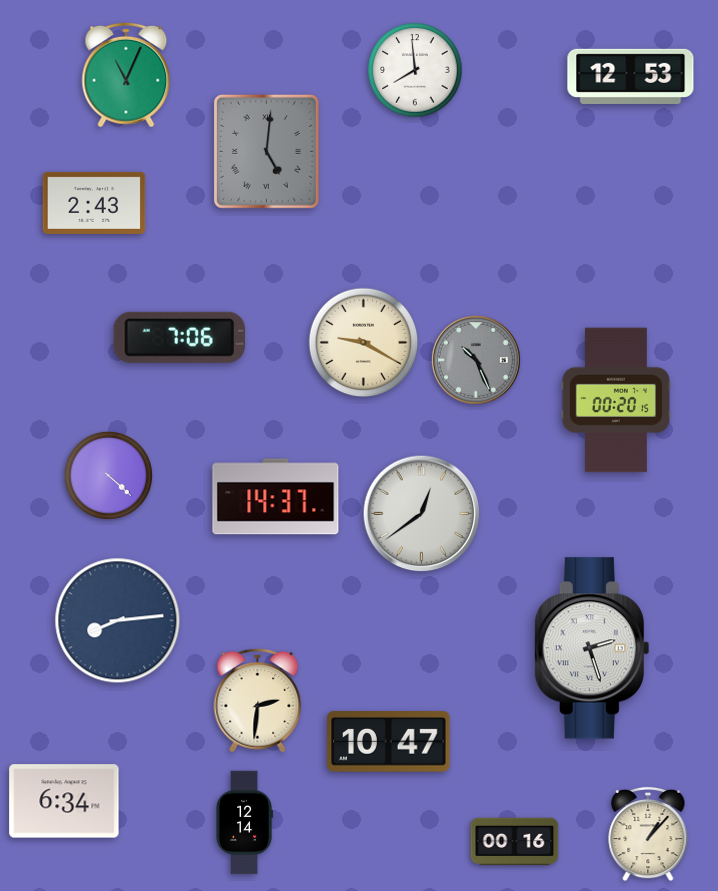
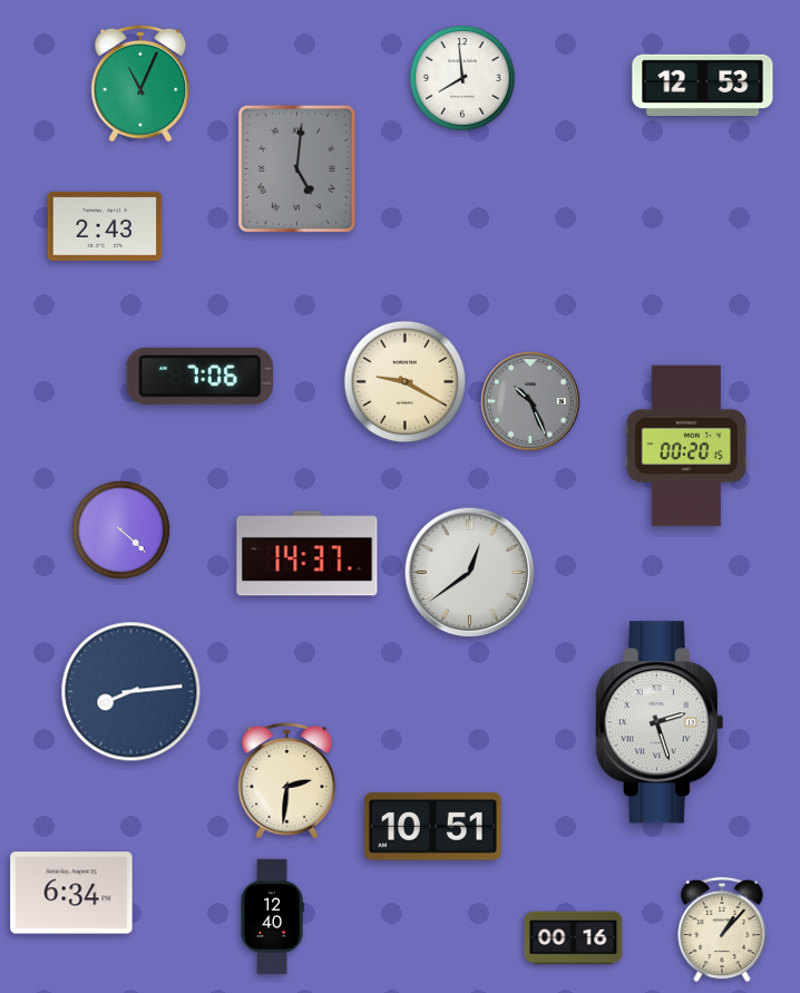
clock at (389, 742): 10:47 -> 10:51
clock at (244, 823): 12:14 -> 12:40
